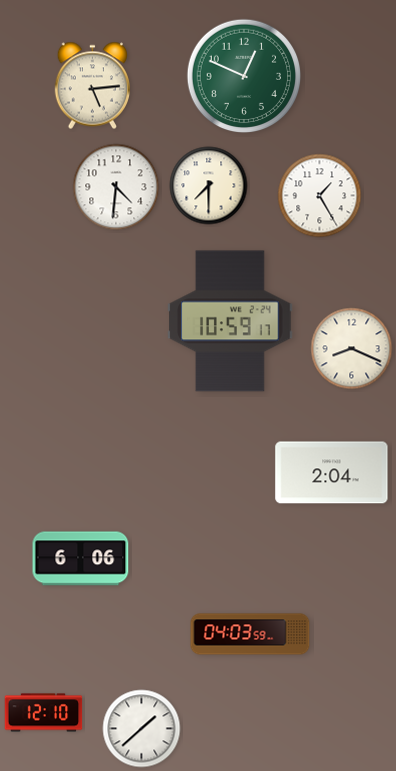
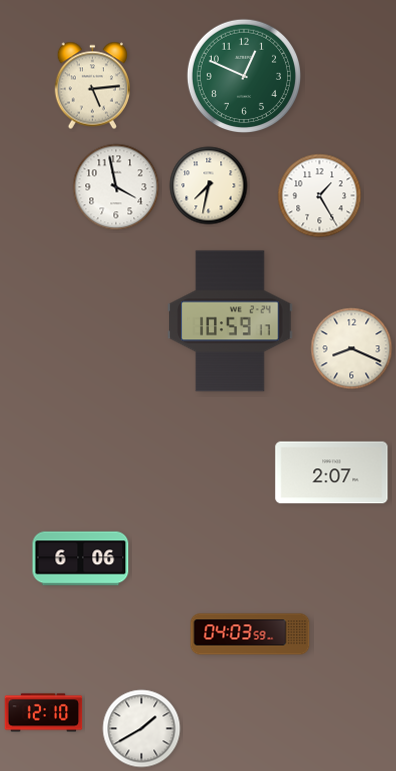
clock at (209, 186): 7:30 -> 7:32
clock at (116, 187): 4:31 -> 3:58
clock at (332, 473): 2:04 -> 2:07
clock at (142, 729): 1:38 -> 1:40
